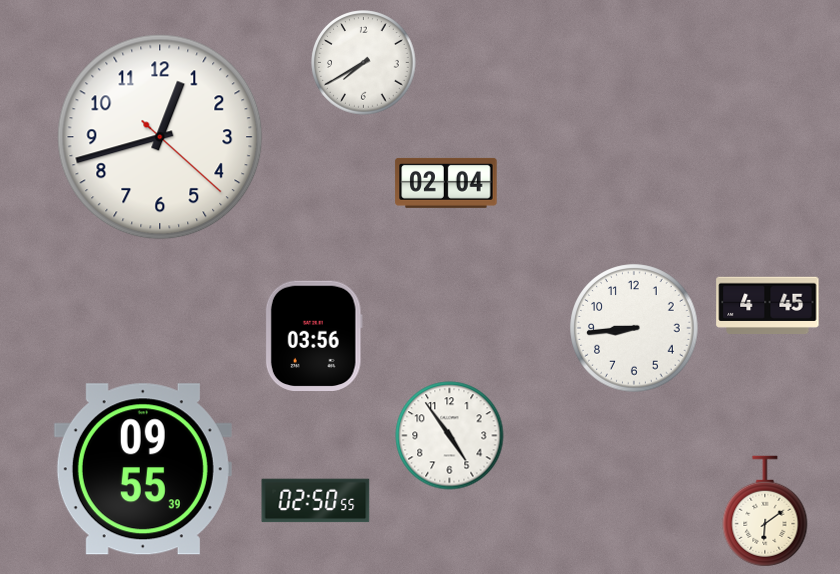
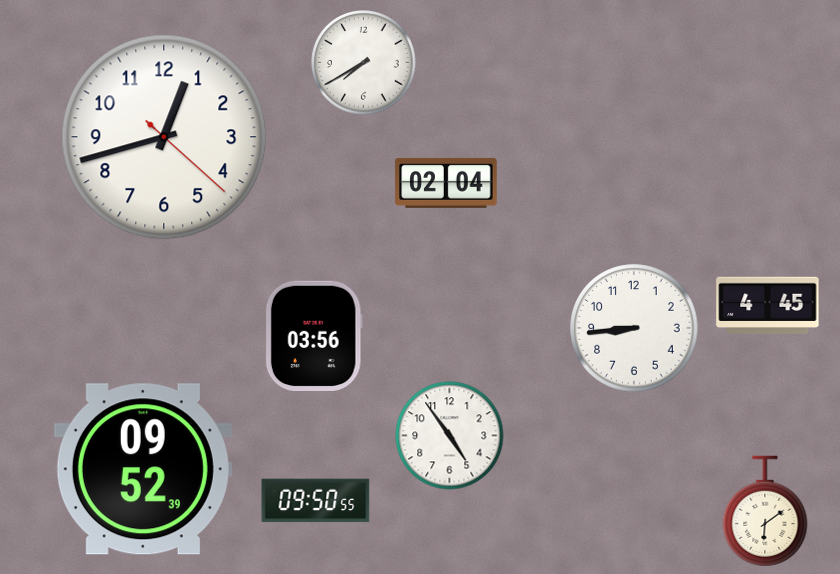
clock at (160, 137) position: (160, 137) -> (164, 137)
clock at (143, 469): 09:55 -> 09:52
clock at (316, 501): 02:50 -> 09:50
